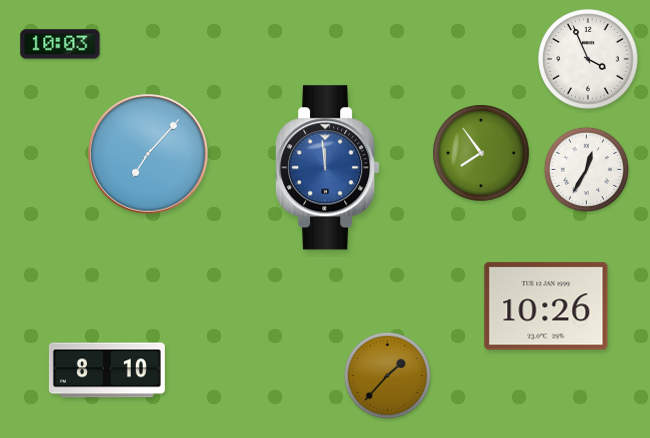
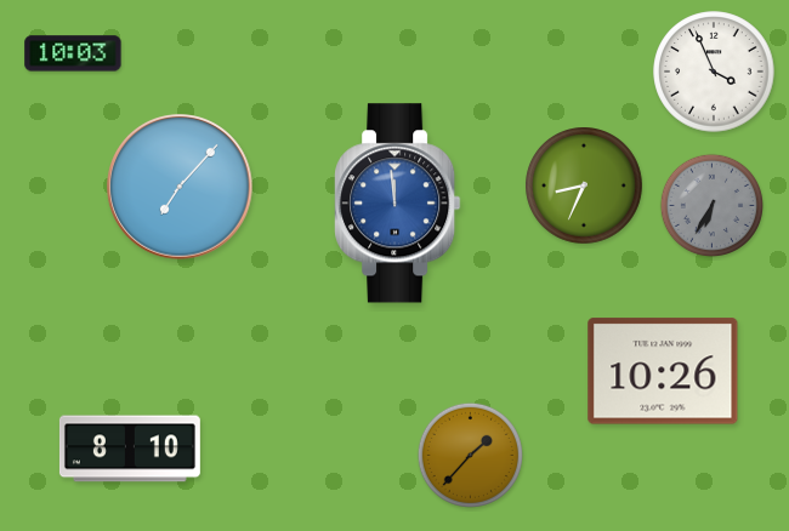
clock at (482, 154): 7:54 -> 8:34
clock at (586, 169): 12:35 -> 6:35
clock at (586, 169) dial: white -> grey
